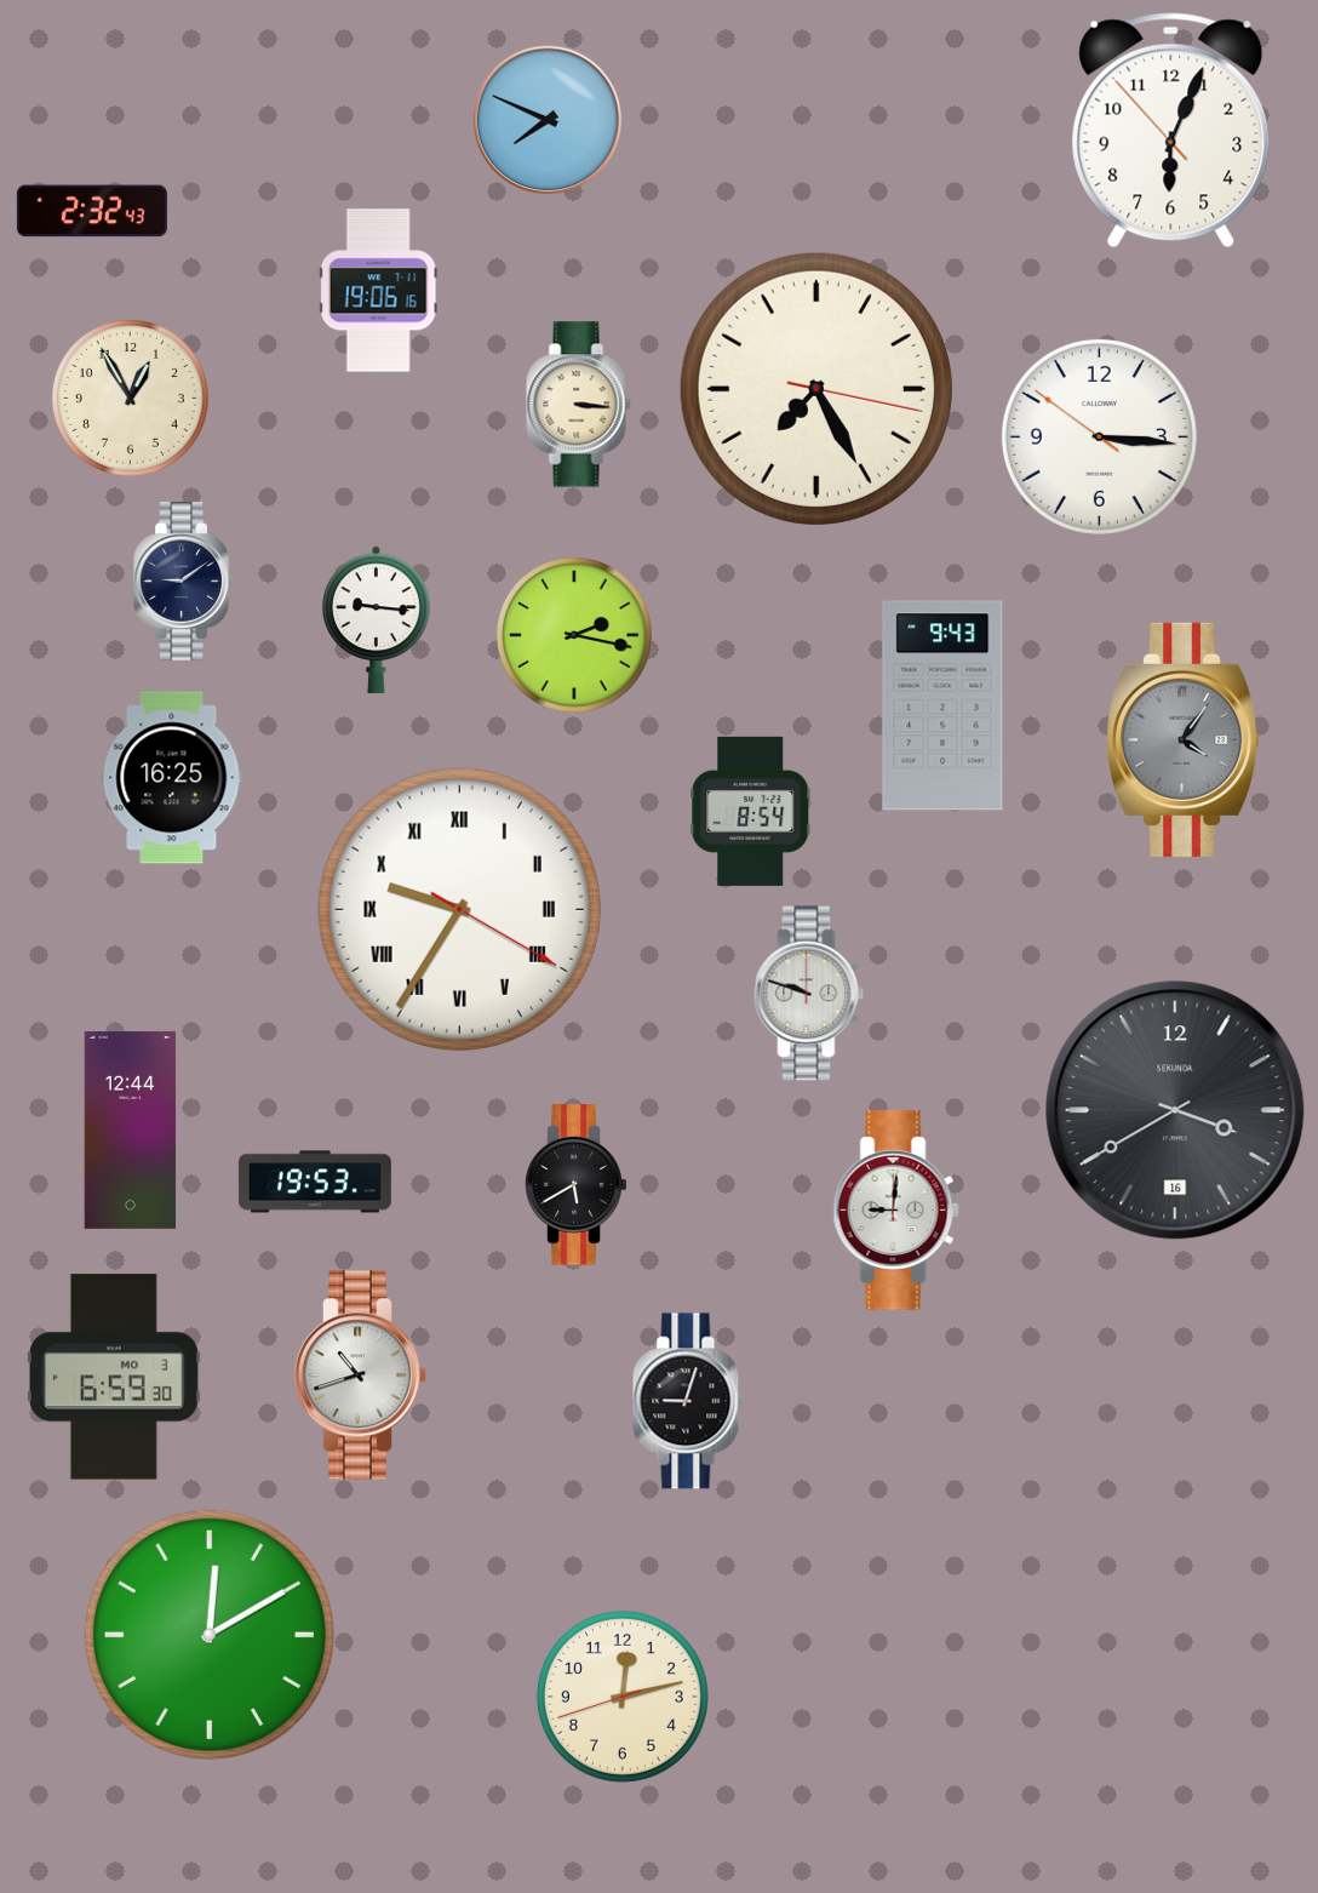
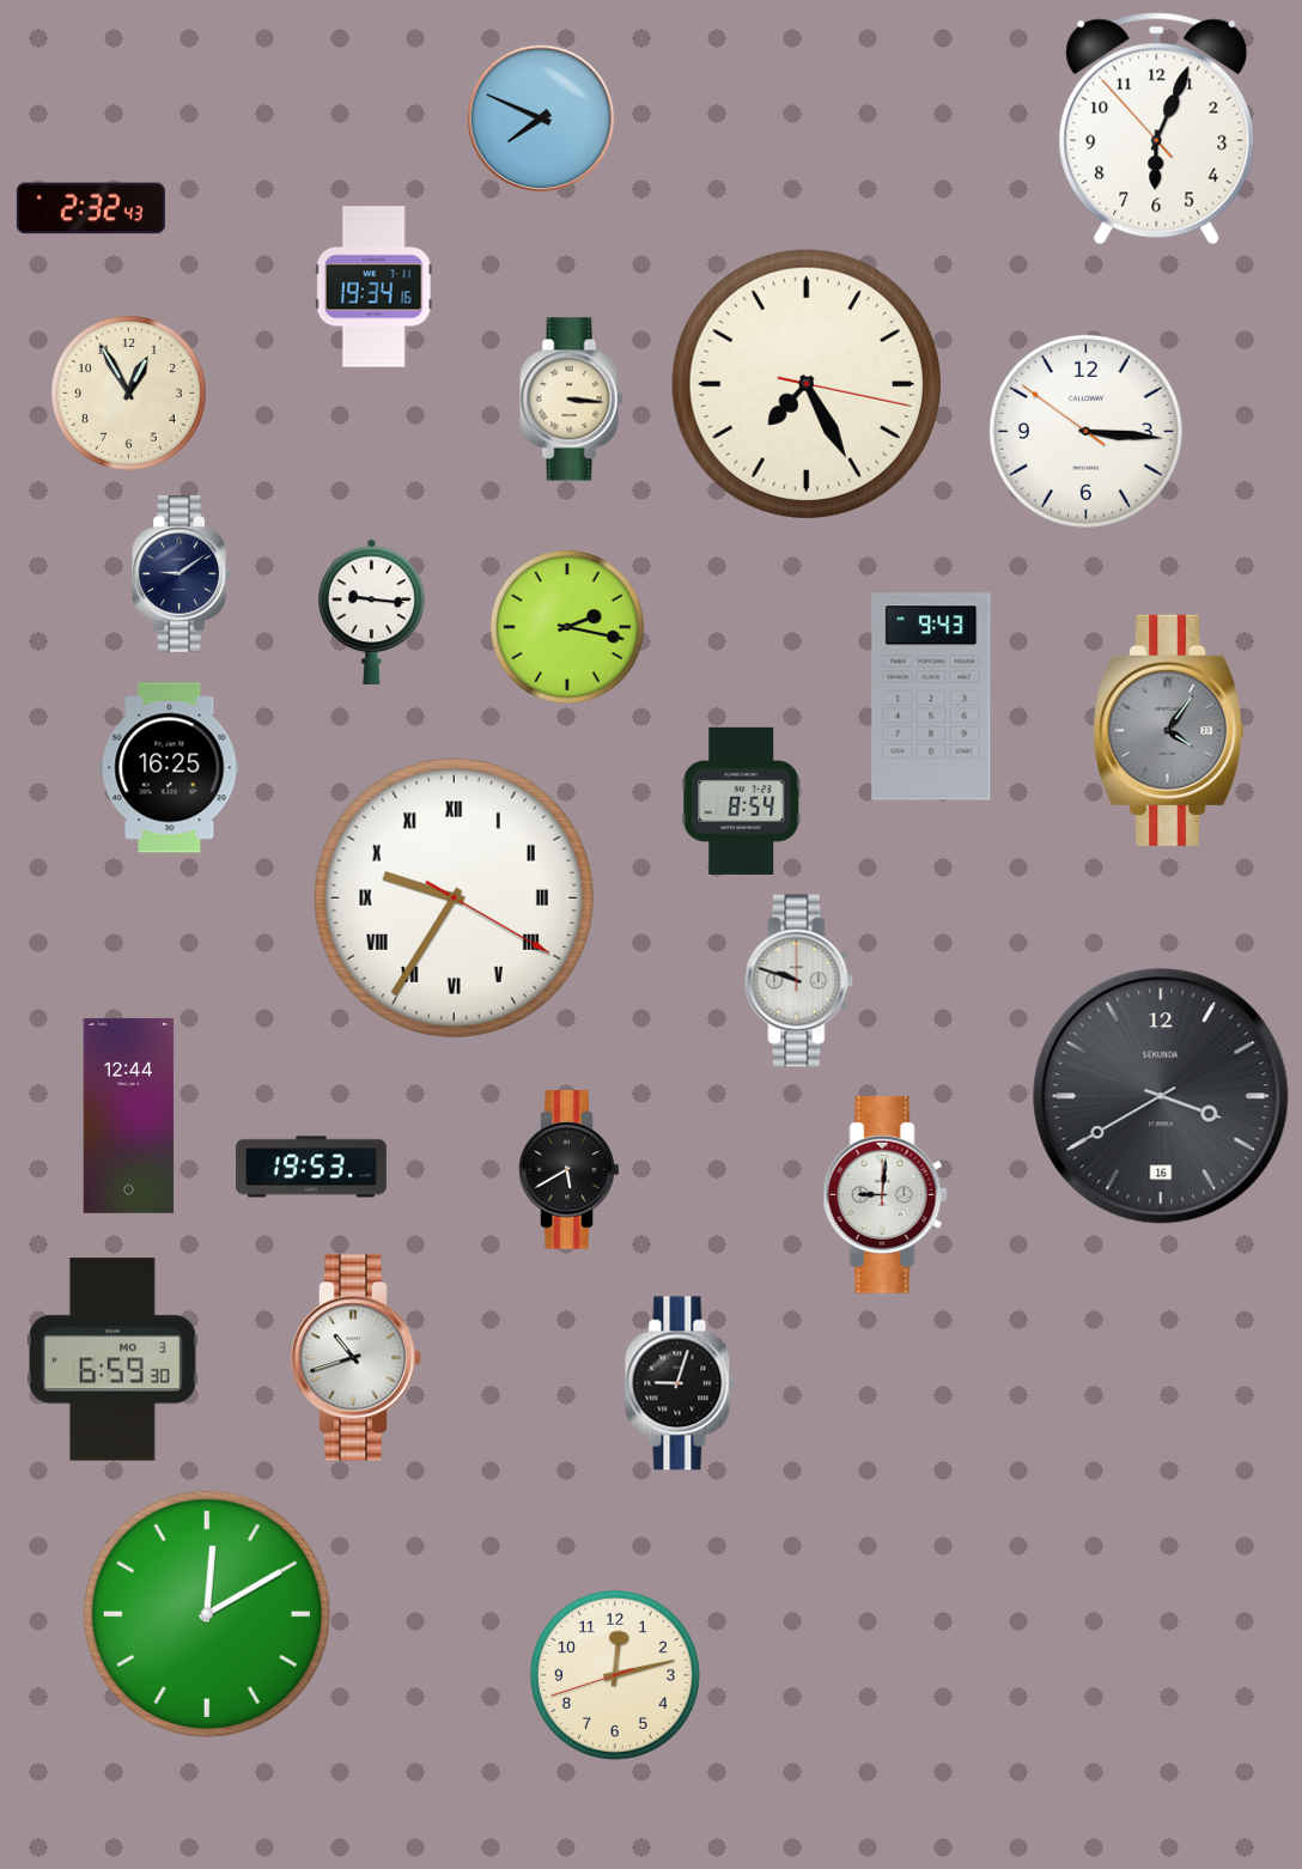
clock at (378, 291): 19:06 -> 19:34
